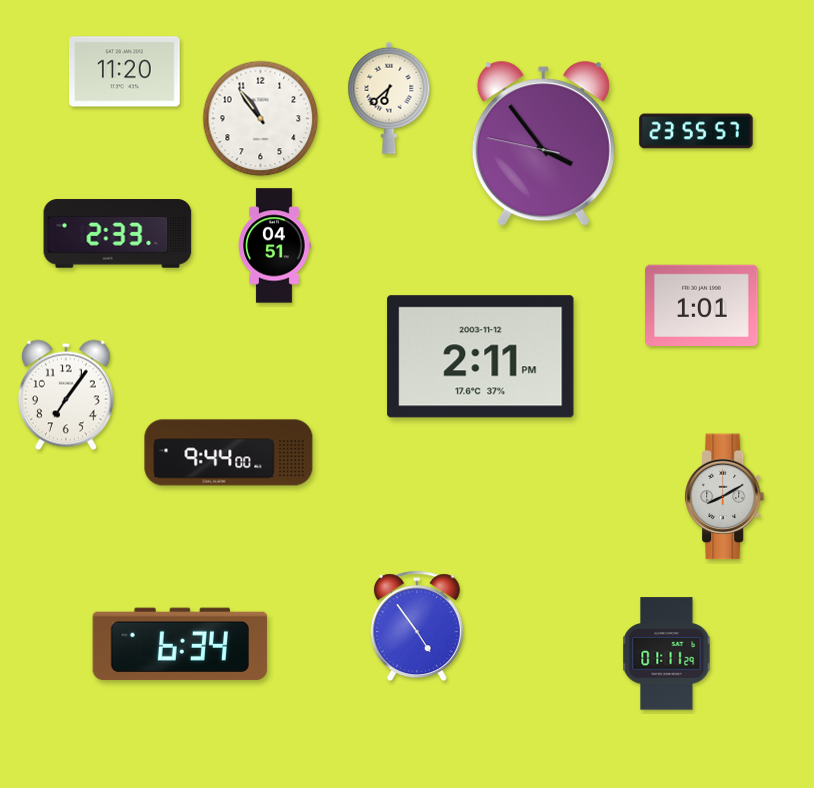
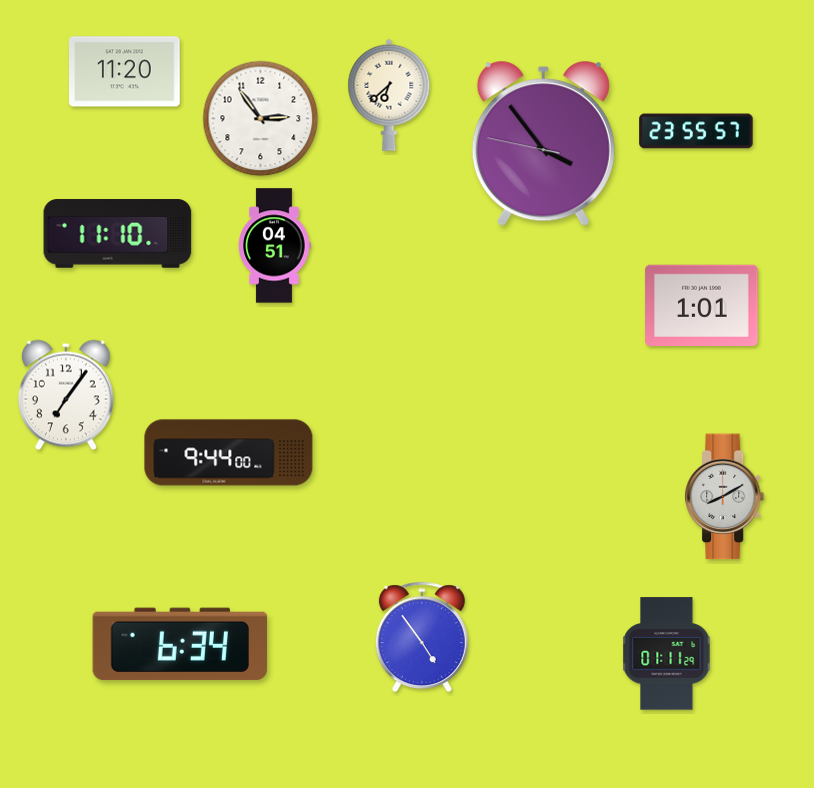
clock at (389, 98) position: (389, 98) -> (389, 95)
clock at (261, 119): 10:54 -> 2:54
clock at (118, 234): 2:33 -> 11:10
clock at (481, 357): 2:11 -> none
clock at (417, 626) position: (417, 626) -> (422, 637)
